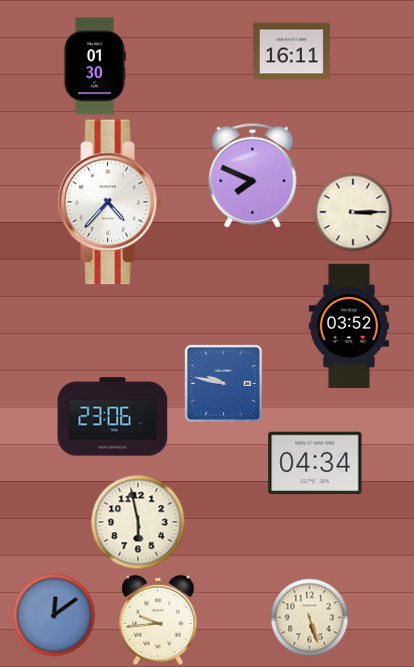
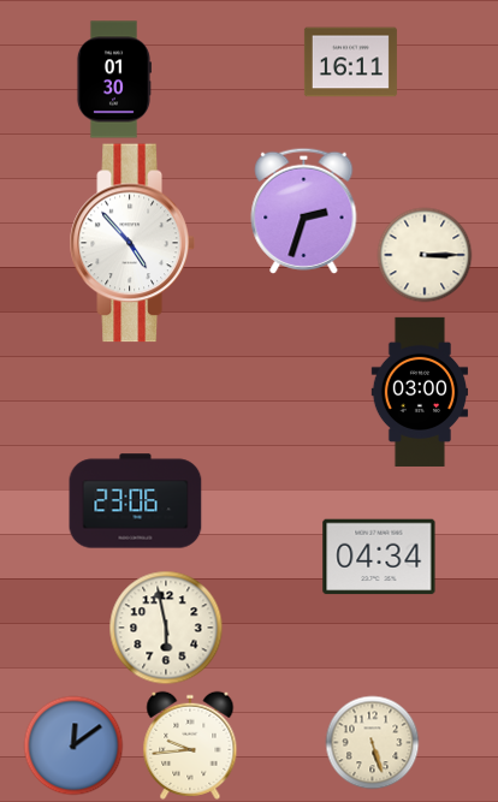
clock at (253, 175): 7:49 -> 2:33
clock at (110, 202): 4:37 -> 4:53
clock at (348, 326): 03:52 -> 03:00
clock at (223, 383): 9:47 -> none
clock at (54, 615) position: (54, 615) -> (73, 745)
